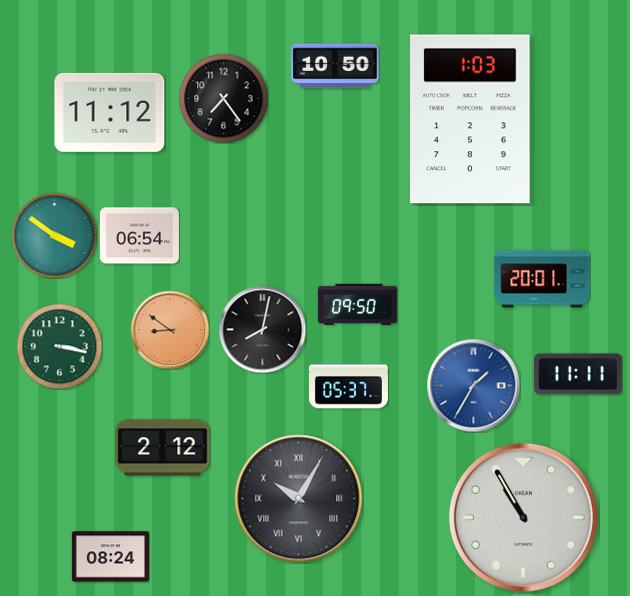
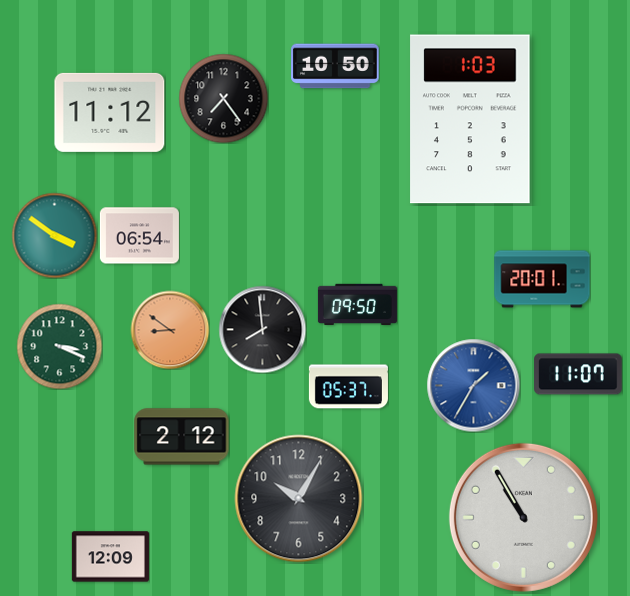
clock at (262, 329): 8:02 -> 7:59
clock at (59, 346): 3:17 -> 3:19
clock at (578, 374): 11:11 -> 11:07
clock at (163, 448) position: (163, 448) -> (182, 437)
clock at (299, 499) numerals: Roman -> Arabic
clock at (110, 557): 08:24 -> 12:09
